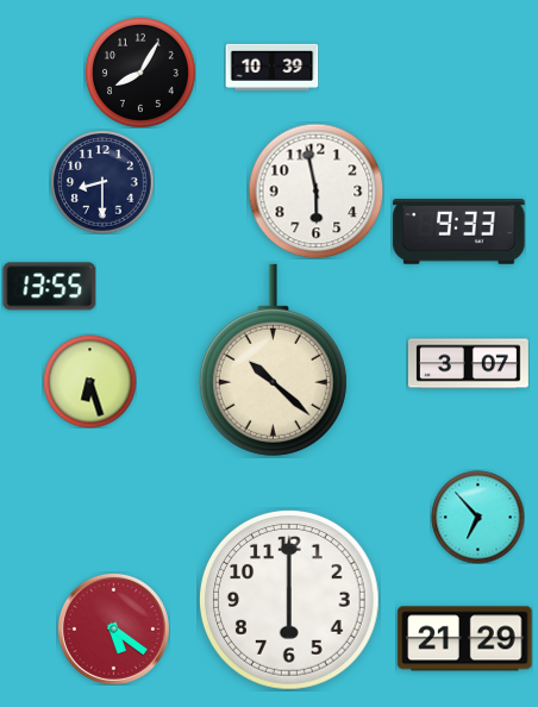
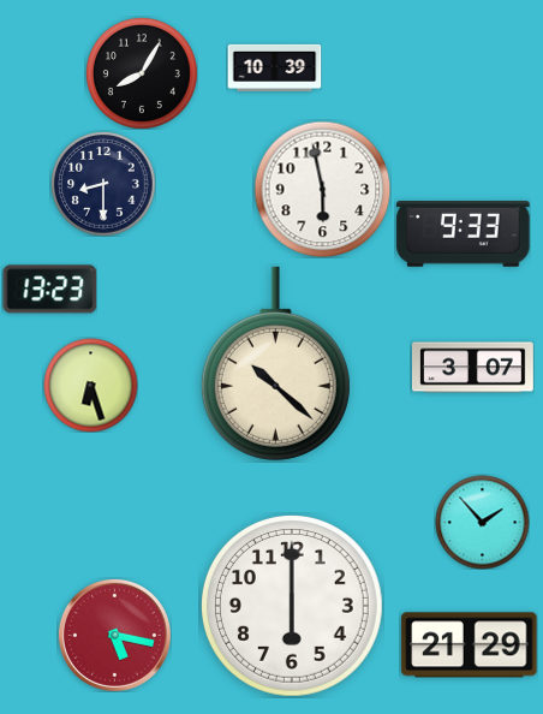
clock at (315, 190) position: (315, 190) -> (322, 189)
clock at (49, 287): 13:55 -> 13:23
clock at (477, 517): 6:53 -> 1:53
clock at (113, 628): 5:21 -> 5:17
